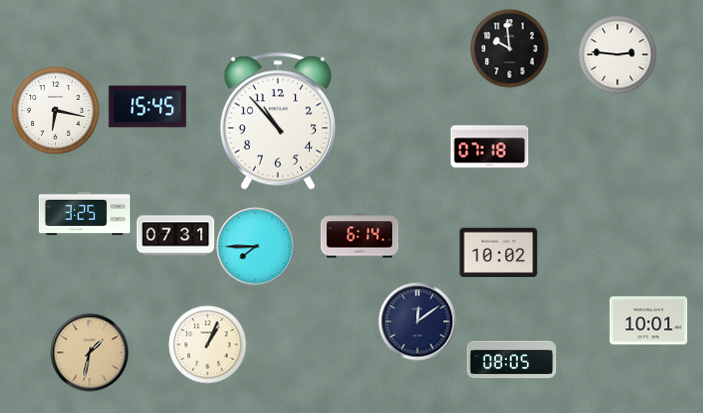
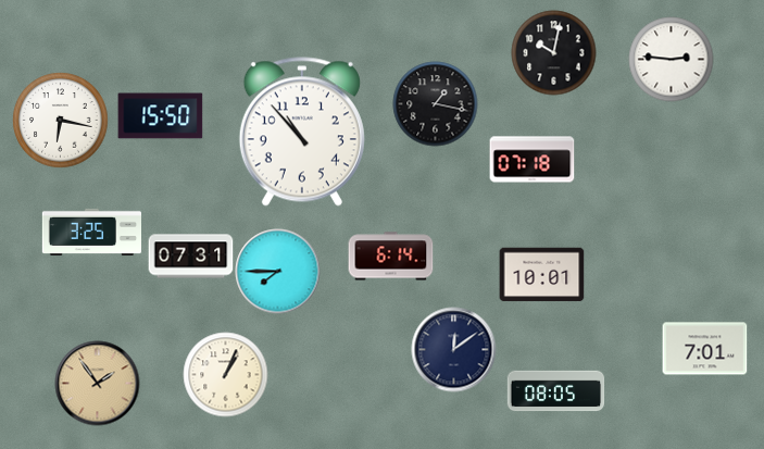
clock at (509, 48): 9:59 -> 10:02
clock at (435, 103): none -> 1:17
clock at (147, 107): 15:45 -> 15:50
clock at (255, 246) position: (255, 246) -> (277, 271)
clock at (498, 253): 10:02 -> 10:01
clock at (648, 321): 10:01 -> 7:01
clock at (89, 352): 1:32 -> 1:54
